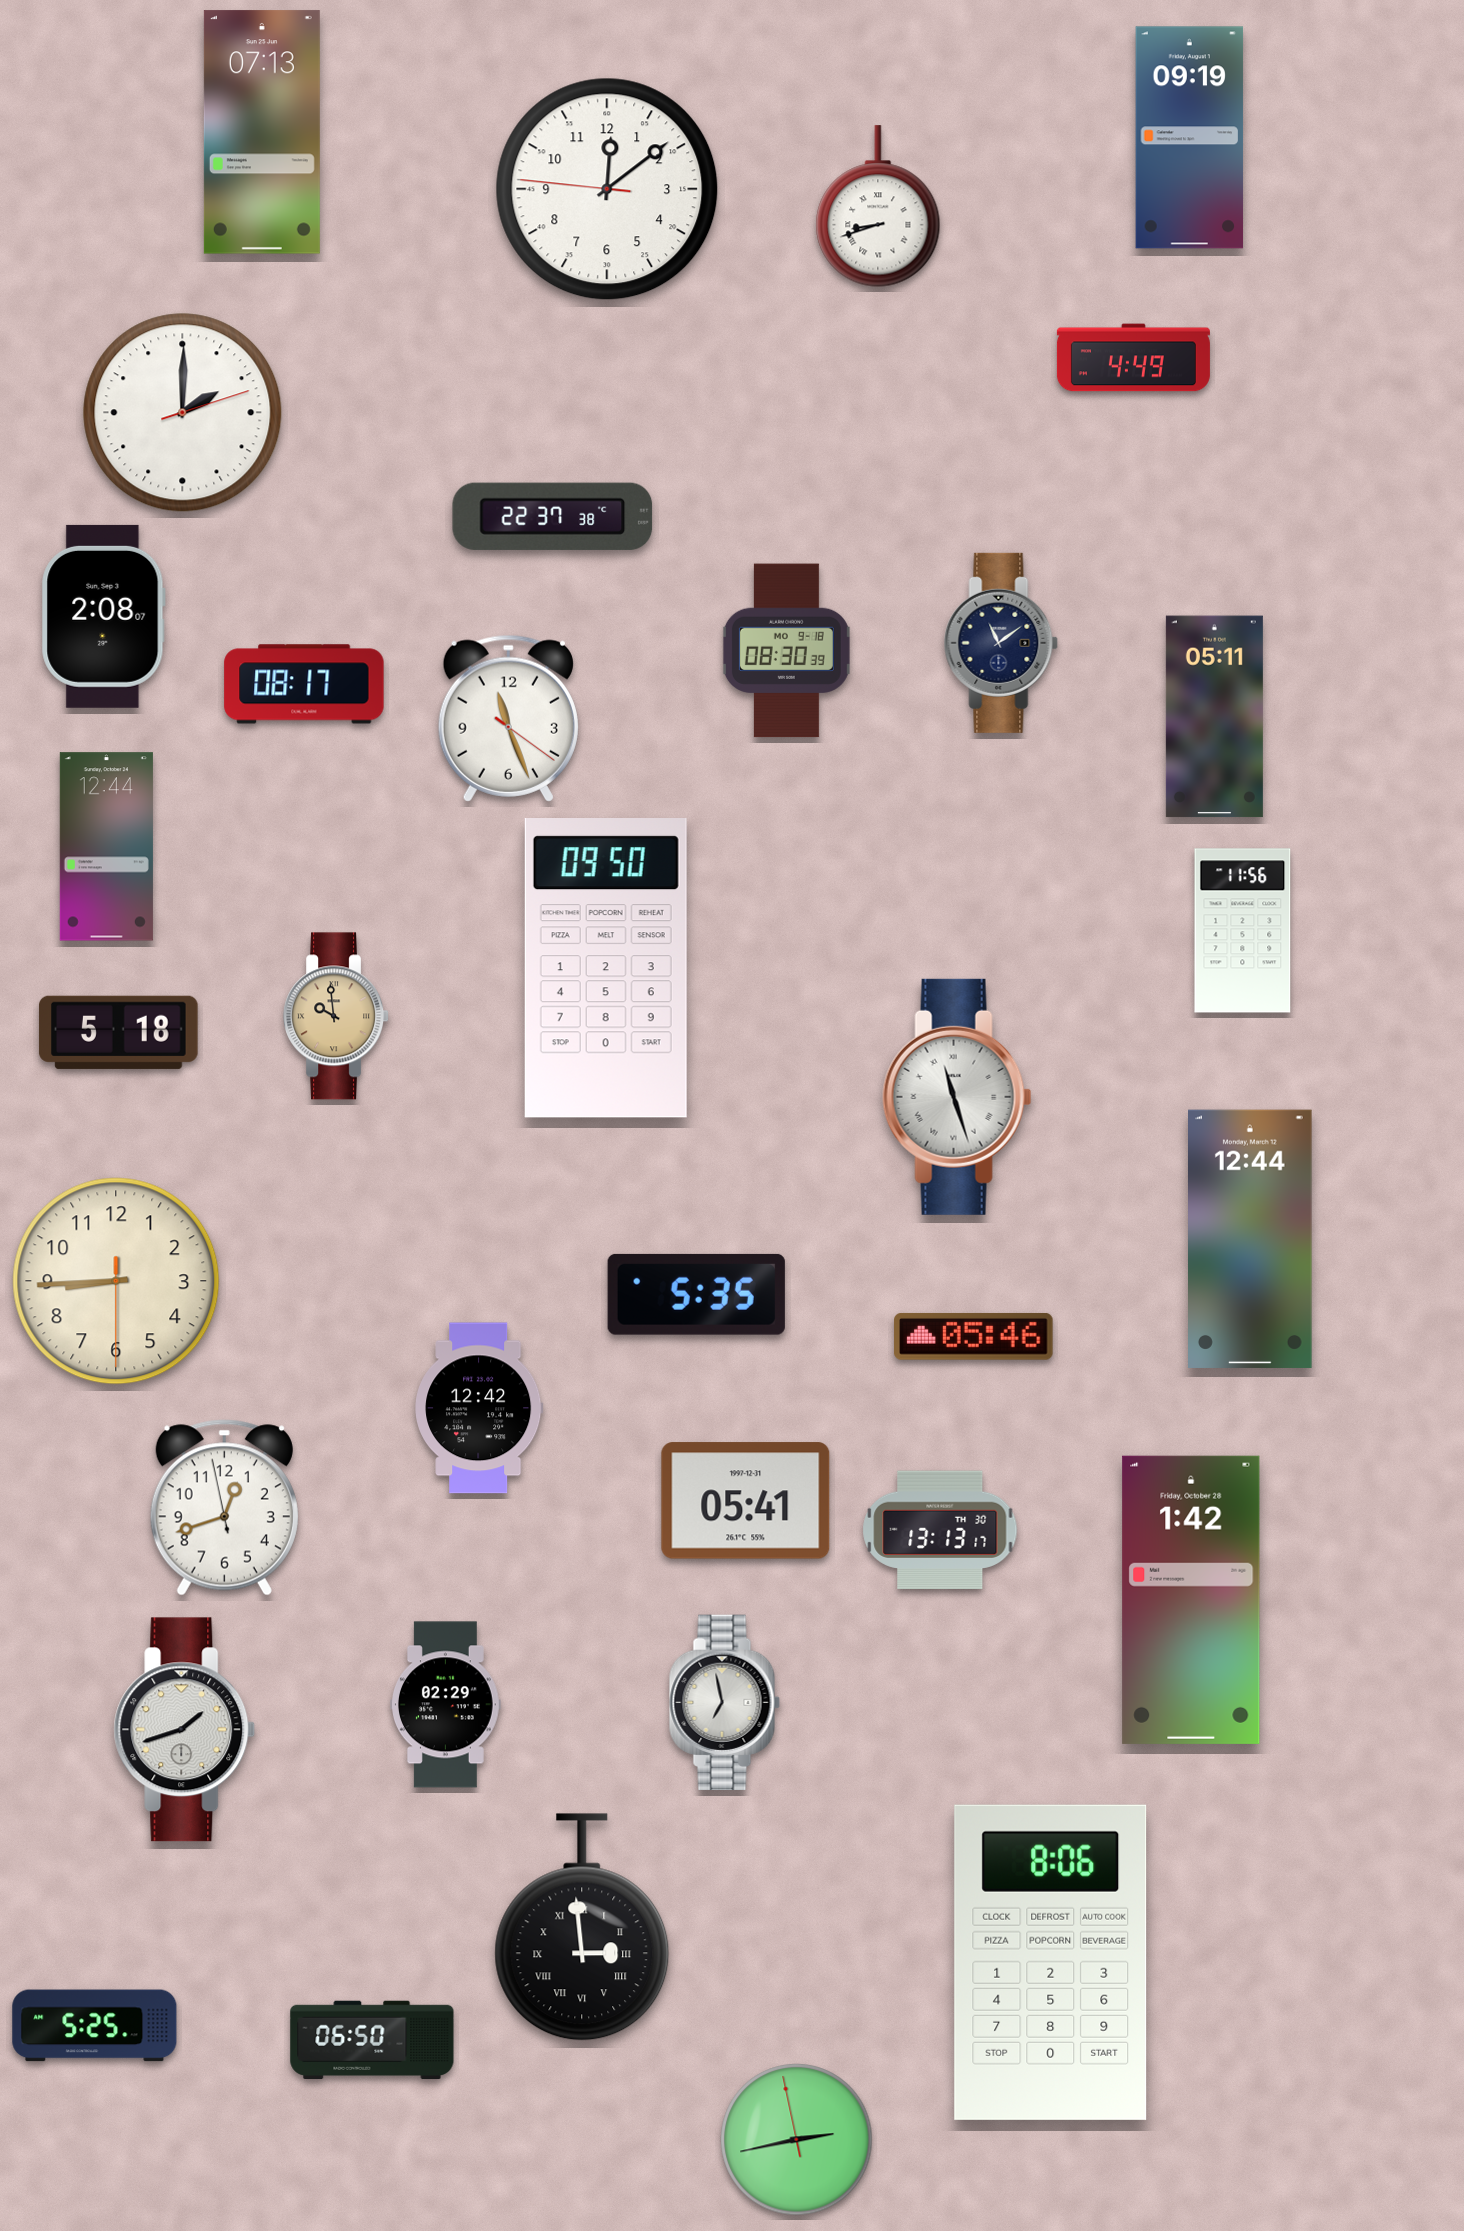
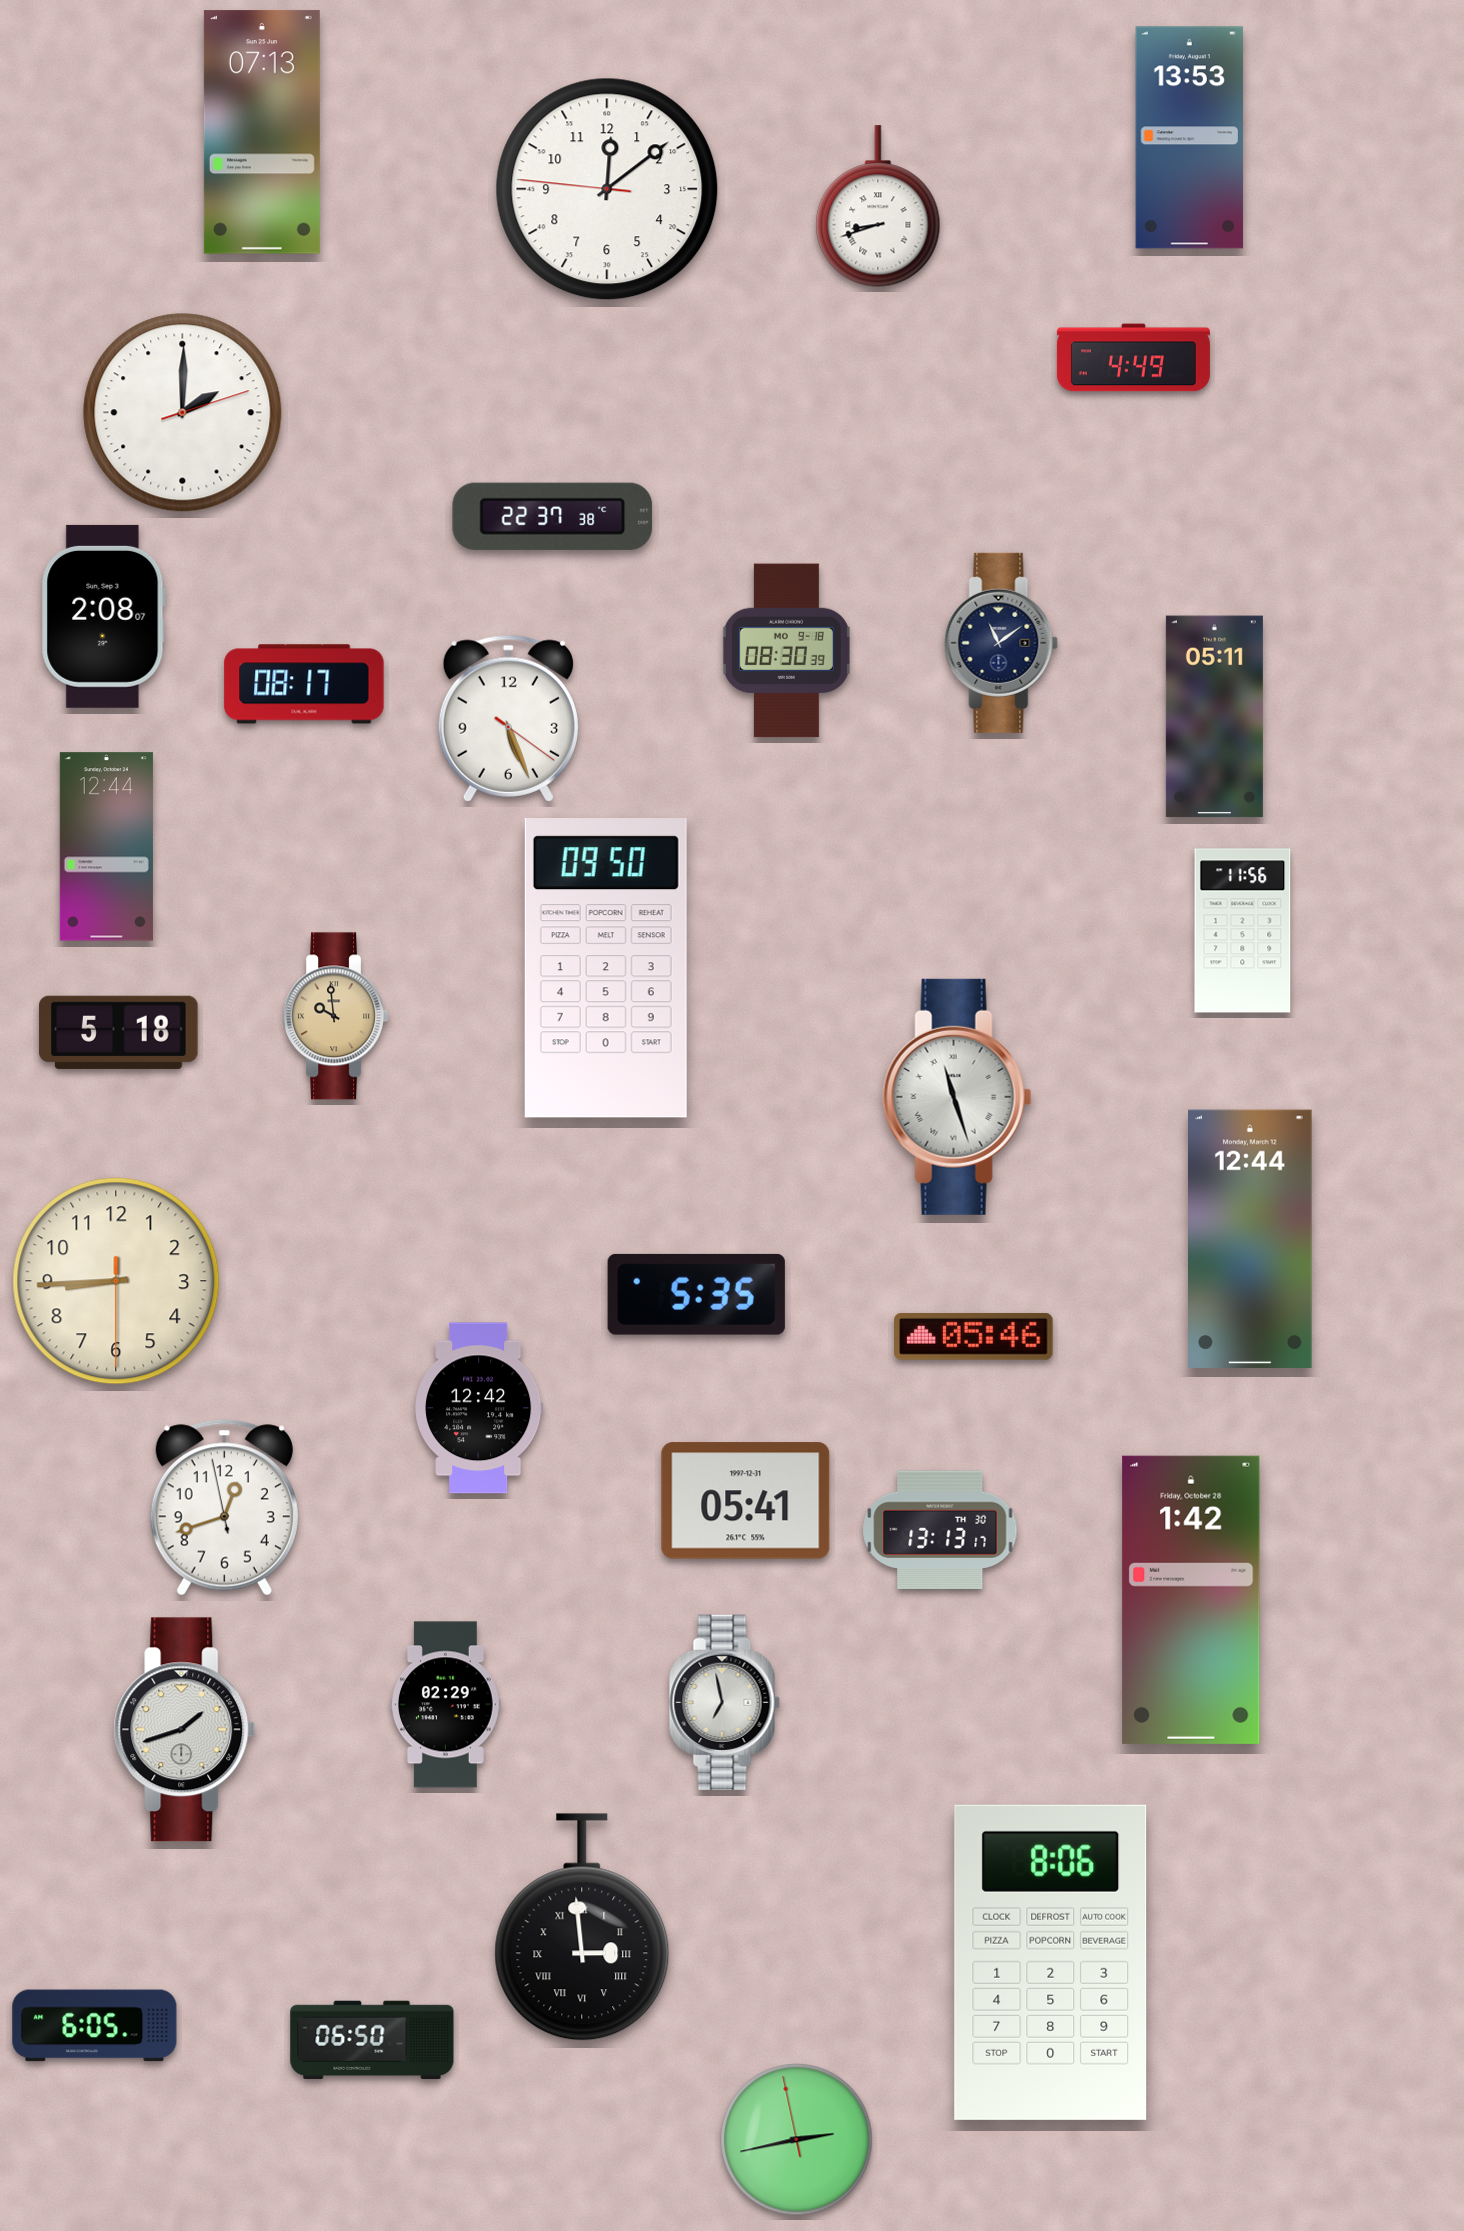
clock at (1190, 138): 09:19 -> 13:53
clock at (508, 718): 11:26 -> 5:26
clock at (95, 2026): 5:25 -> 6:05
